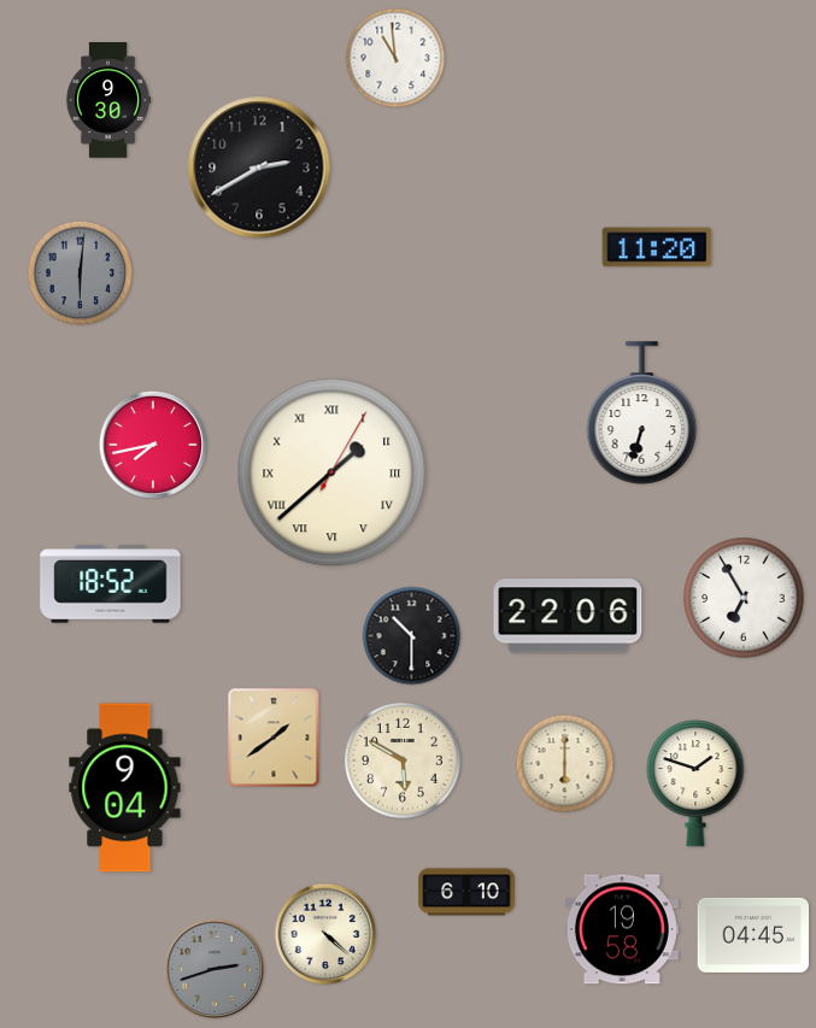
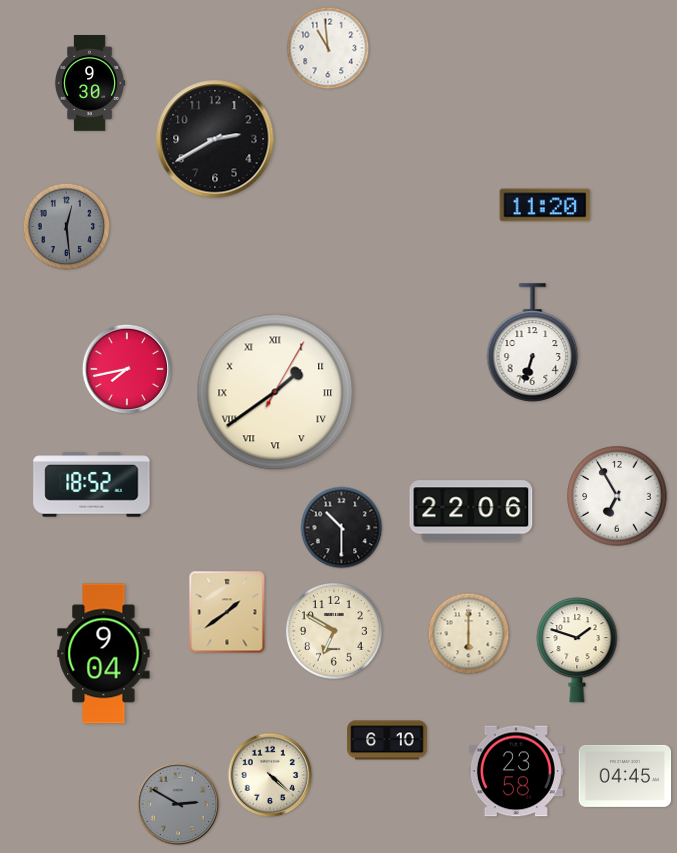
clock at (81, 274): 6:01 -> 12:29
clock at (331, 472): 1:38 -> 1:39
clock at (404, 762): 5:50 -> 6:50
clock at (622, 929): 19:58 -> 23:58
clock at (215, 969): 2:42 -> 2:50
